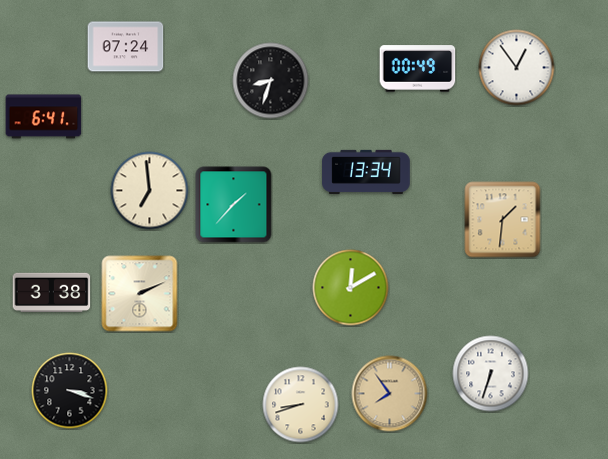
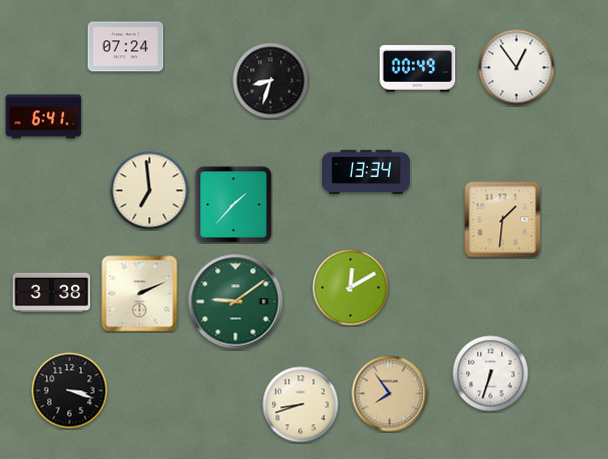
clock at (236, 302): none -> 9:09
